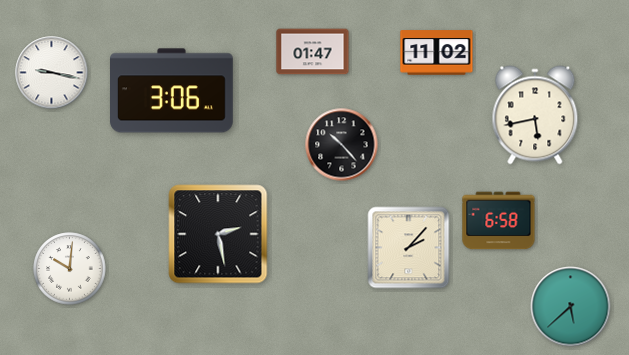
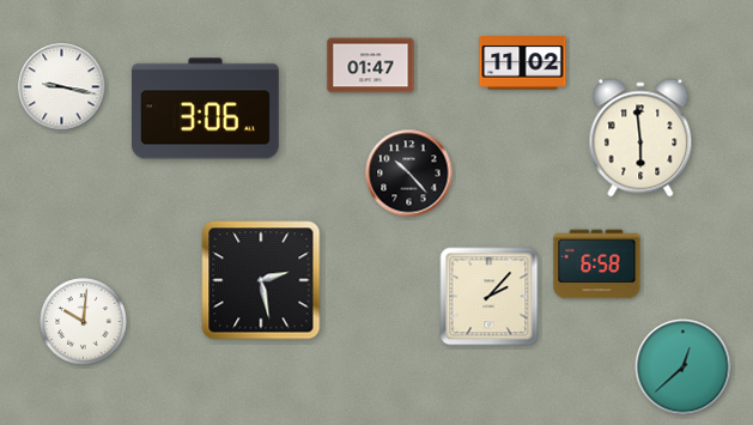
clock at (313, 52) position: (313, 52) -> (371, 66)
clock at (535, 115): 5:43 -> 5:59
clock at (571, 307): 5:38 -> 12:38
